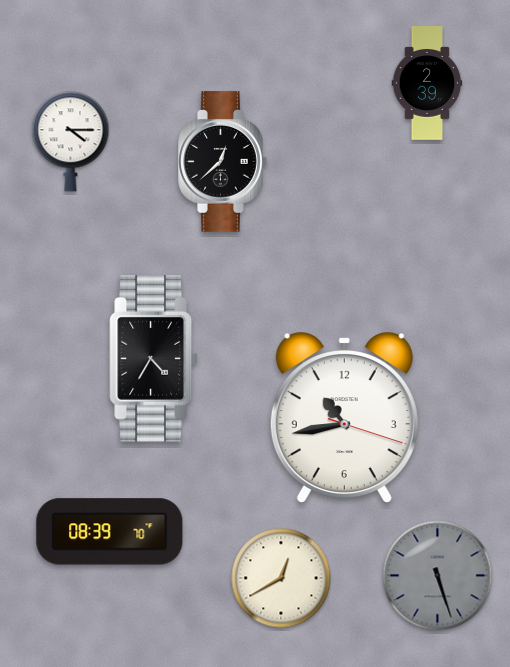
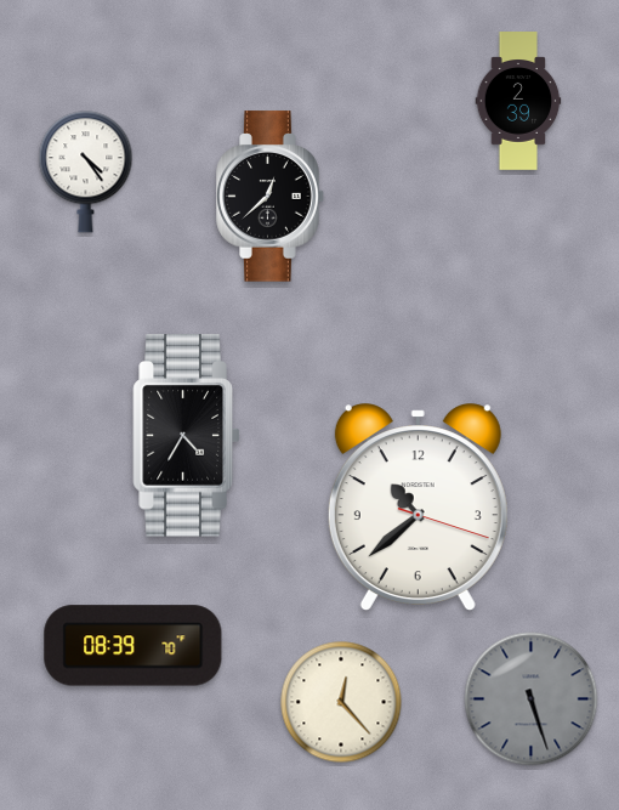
clock at (71, 142): 4:15 -> 4:24
clock at (344, 418): 10:43 -> 10:38
clock at (281, 578): 12:40 -> 12:23
